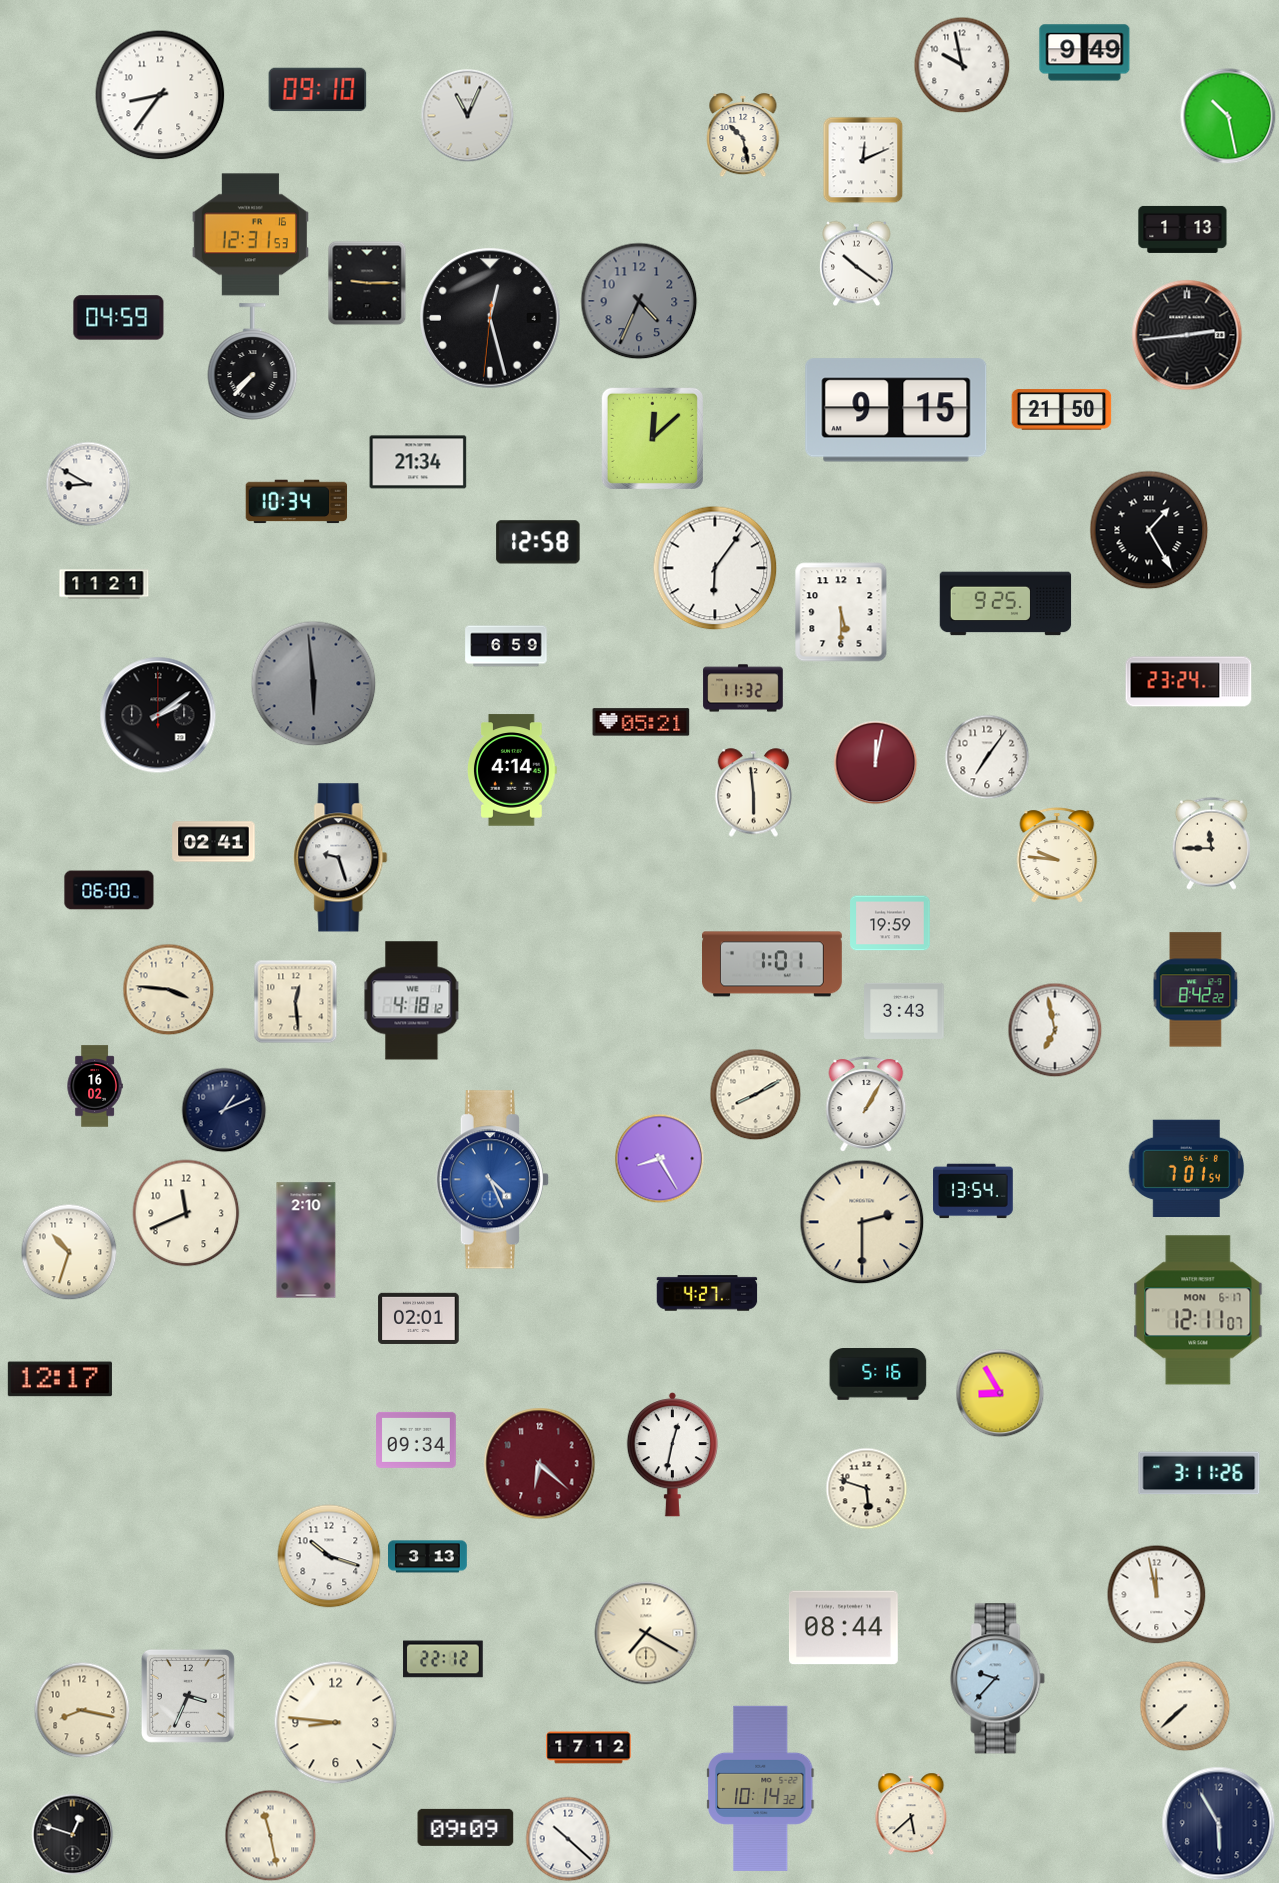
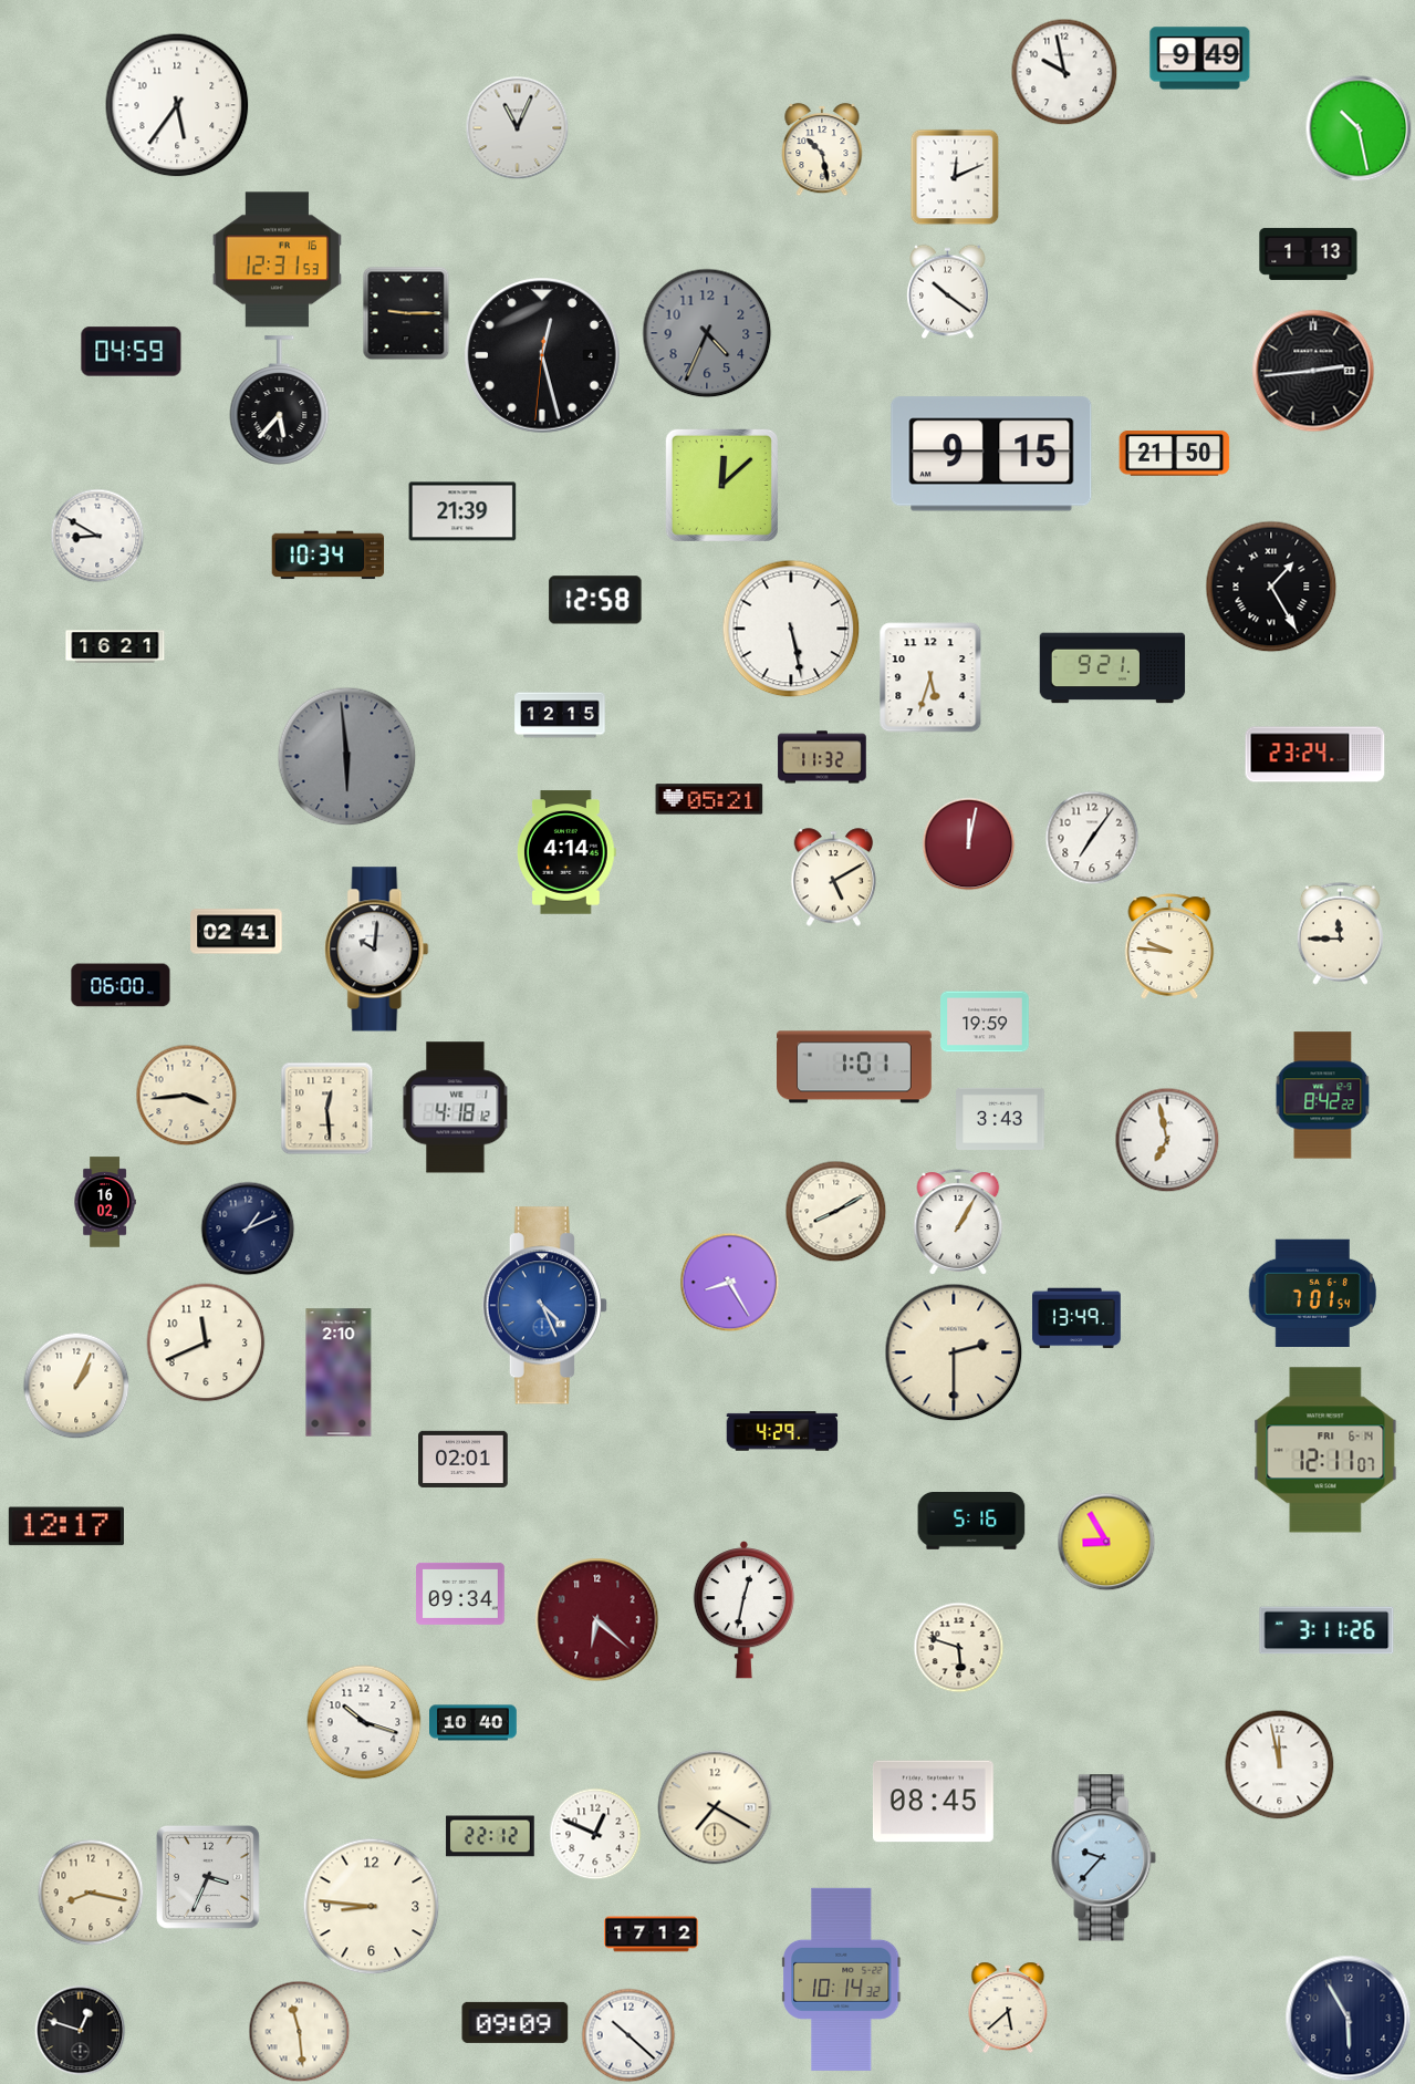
clock at (318, 90): 09:10 -> none
clock at (160, 95): 8:36 -> 5:36
clock at (490, 318) position: (490, 318) -> (542, 355)
clock at (253, 362): 7:37 -> 5:37
clock at (418, 462): 21:34 -> 21:39
clock at (715, 568): 6:06 -> 5:28
clock at (104, 584): 11:21 -> 16:21
clock at (1006, 604): 9:25 -> 9:21
clock at (841, 612): 5:30 -> 5:33
clock at (506, 646): 6:59 -> 12:15
clock at (743, 688) position: (743, 688) -> (822, 757)
clock at (158, 715): 2:09 -> none
clock at (754, 793): 5:59 -> 5:10
clock at (341, 858): 9:27 -> 10:01
clock at (169, 990): 3:46 -> 3:44
clock at (973, 1191): 13:54 -> 13:49
clock at (69, 1252): 10:33 -> 1:04
clock at (707, 1293): 4:27 -> 4:29
clock at (1198, 1310) date: MON 6-17 -> FRI 6-14
clock at (428, 1557): 3:13 -> 10:40
clock at (843, 1628): 08:44 -> 08:45
clock at (595, 1834): none -> 12:49
clock at (1185, 1706): 7:38 -> none
clock at (271, 1836): 11:28 -> 11:29
